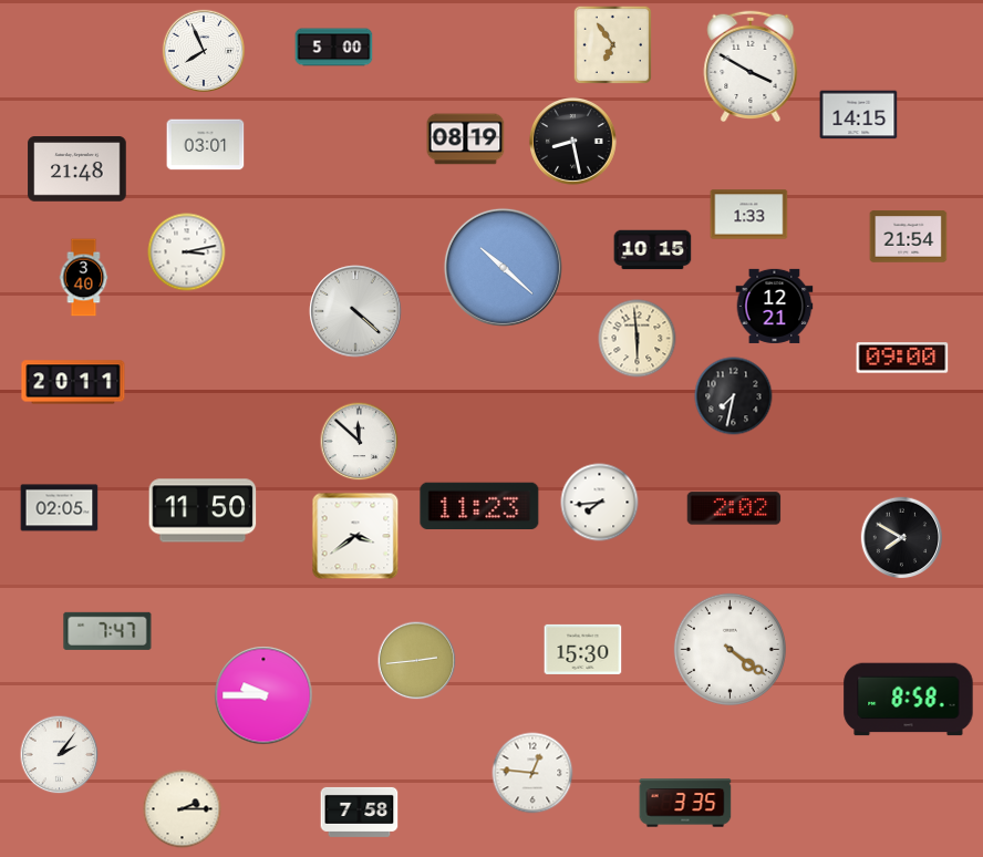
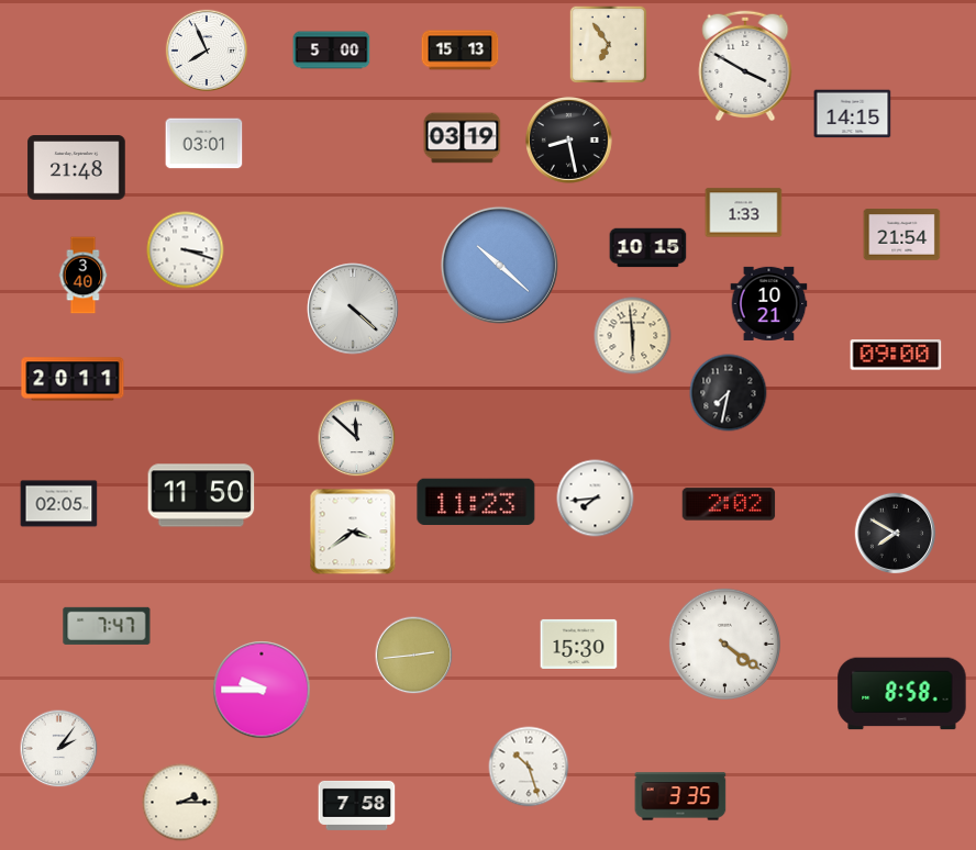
clock at (334, 48) position: (334, 48) -> (332, 51)
clock at (203, 50) position: (203, 50) -> (206, 49)
clock at (461, 51): none -> 15:13
clock at (466, 140): 08:19 -> 03:19
clock at (187, 252): 3:13 -> 3:18
clock at (775, 306): 12:21 -> 10:21
clock at (203, 510) position: (203, 510) -> (201, 495)
clock at (532, 773): 12:46 -> 10:27
